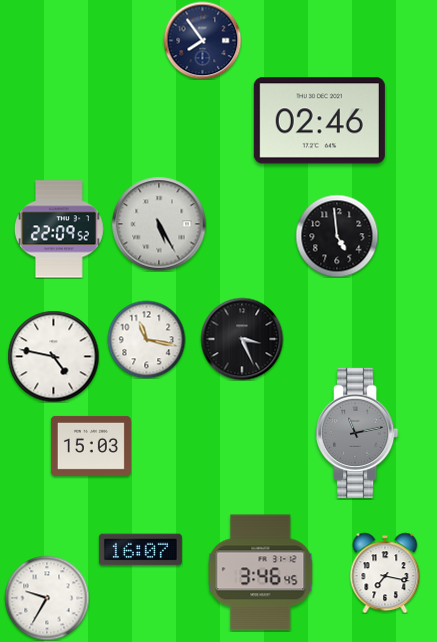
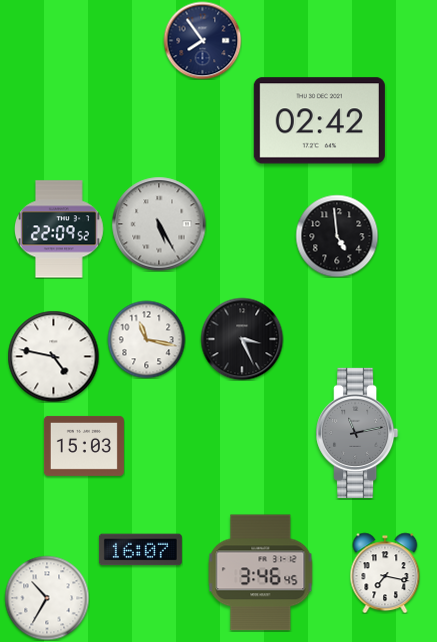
clock at (319, 121): 02:46 -> 02:42
clock at (91, 446) position: (91, 446) -> (84, 446)
clock at (47, 598): 9:35 -> 10:35
